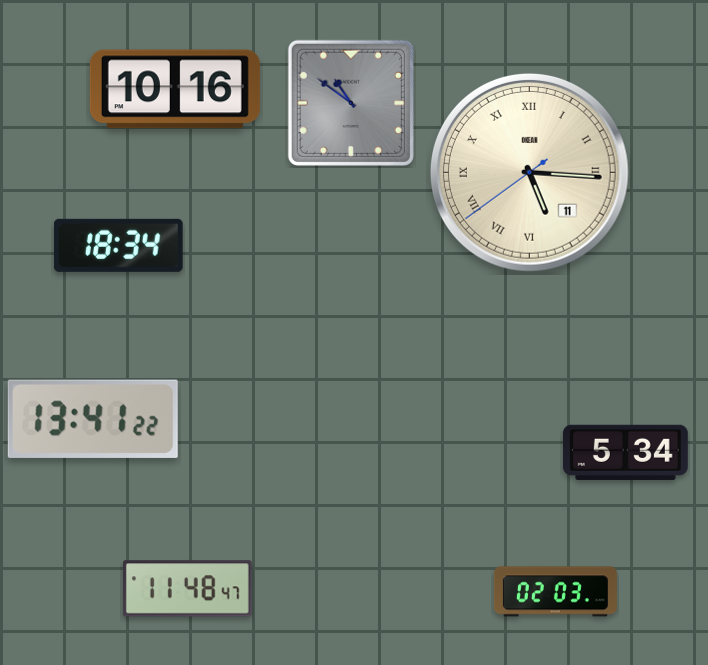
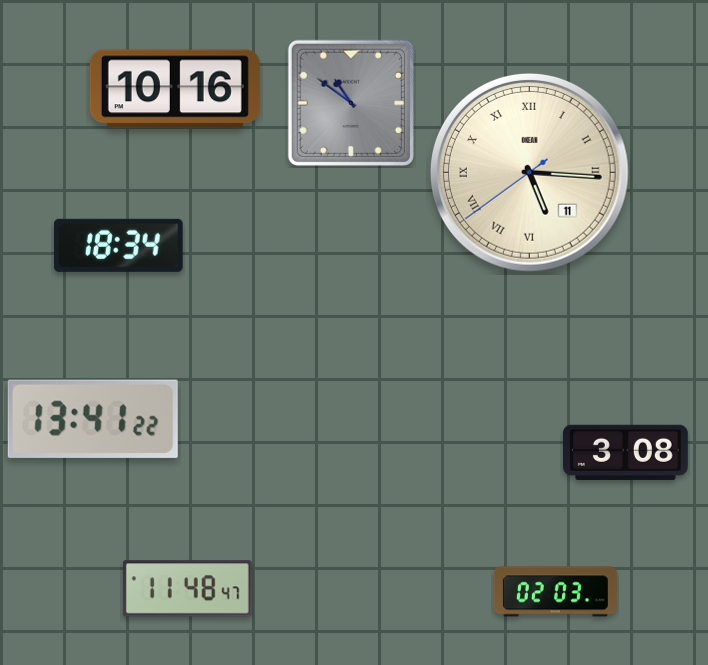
clock at (625, 452): 5:34 -> 3:08
